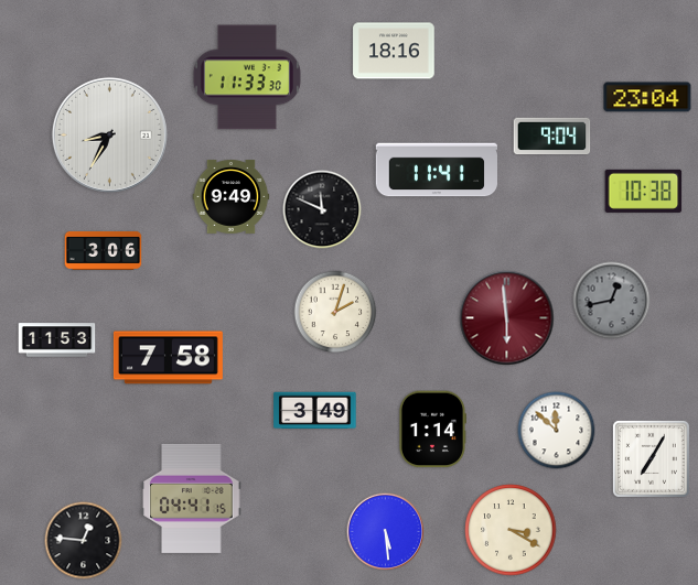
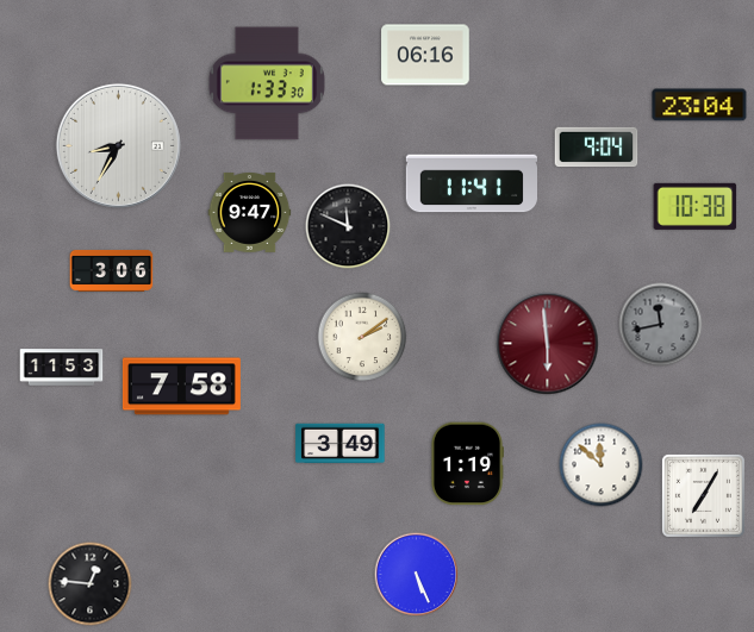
clock at (394, 51): 18:16 -> 06:16
clock at (247, 77): 11:33 -> 1:33
clock at (232, 197): 9:49 -> 9:47
clock at (612, 301): 12:43 -> 11:43
clock at (335, 312): 2:03 -> 2:09
clock at (432, 430): 1:14 -> 1:19
clock at (192, 498): 04:41 -> none
clock at (511, 530): 3:20 -> none
clock at (386, 532): 5:29 -> 5:26
